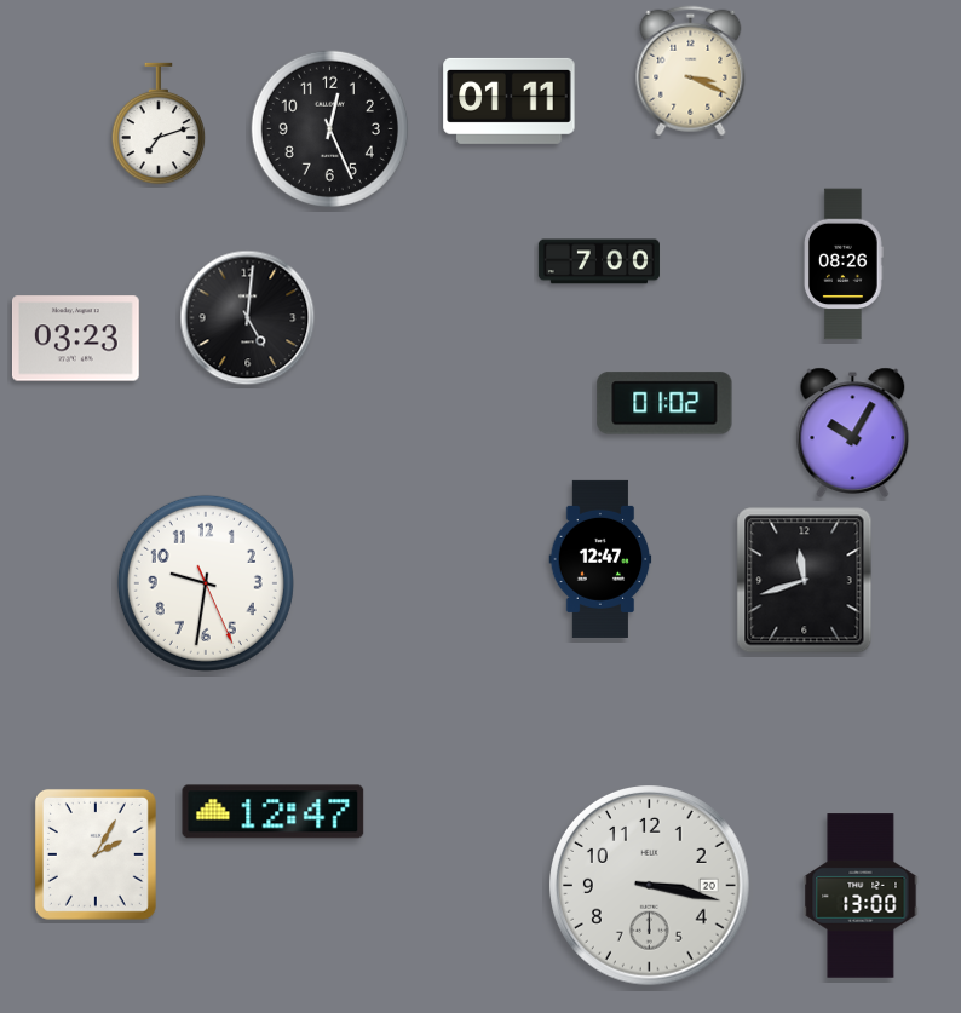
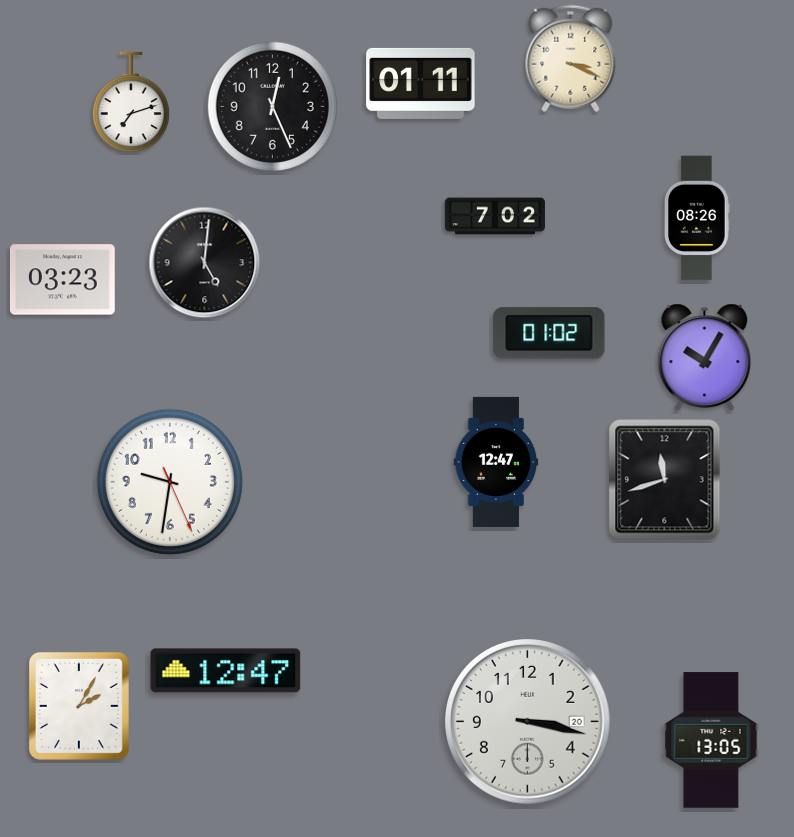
clock at (599, 261): 7:00 -> 7:02
clock at (650, 886) position: (650, 886) -> (528, 722)
clock at (861, 896): 13:00 -> 13:05
